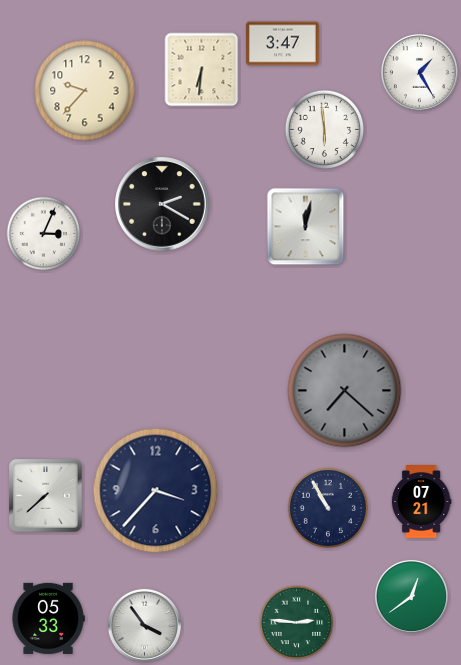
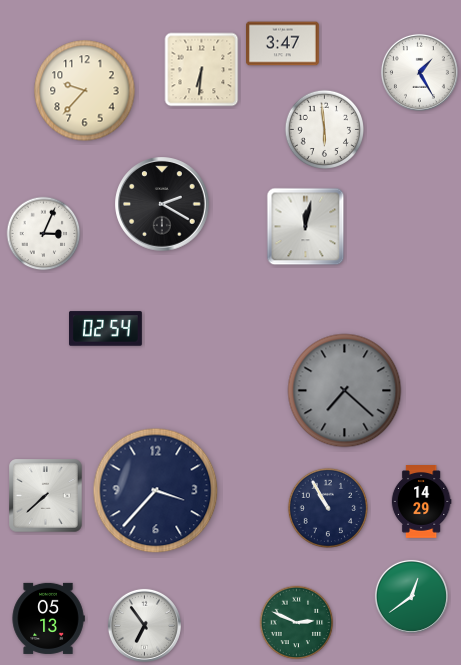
clock at (106, 329): none -> 02:54
clock at (421, 502): 07:21 -> 14:29
clock at (48, 618): 05:33 -> 05:13
clock at (297, 623): 2:46 -> 2:49
clock at (144, 625): 3:54 -> 6:54
